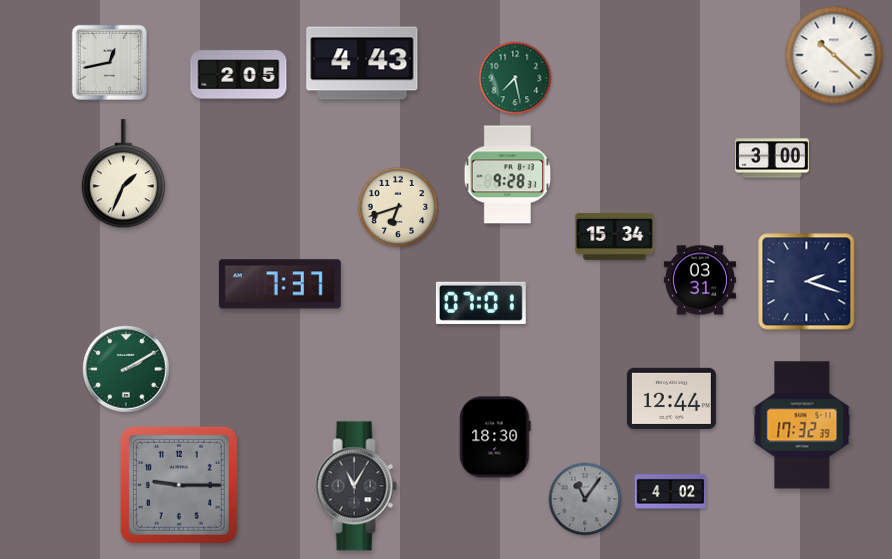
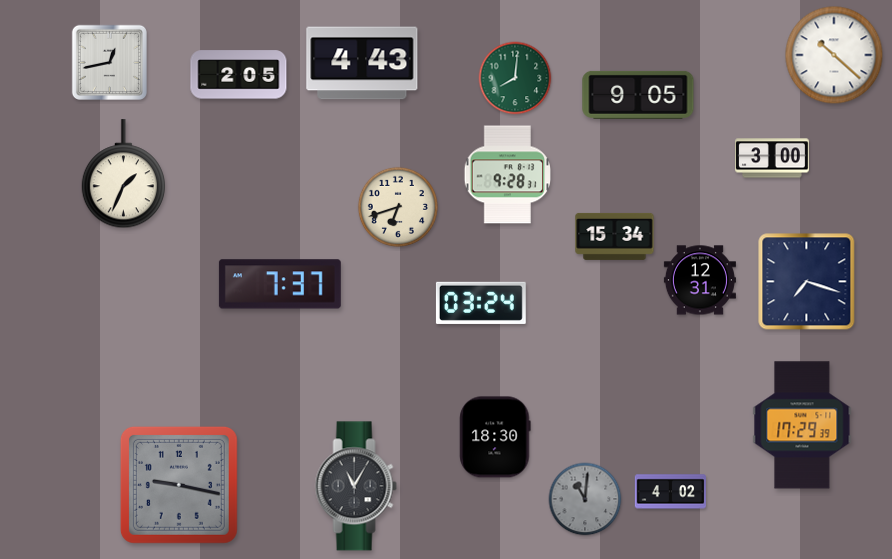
clock at (515, 78): 7:28 -> 8:01
clock at (638, 95): none -> 9:05
clock at (700, 280): 03:31 -> 12:31
clock at (807, 282): 2:18 -> 7:18
clock at (481, 303): 07:01 -> 03:24
clock at (126, 369): 2:10 -> none
clock at (671, 398): 12:44 -> none
clock at (802, 425): 17:32 -> 17:29
clock at (179, 485): 9:15 -> 9:17
clock at (585, 499): 11:06 -> 11:01
